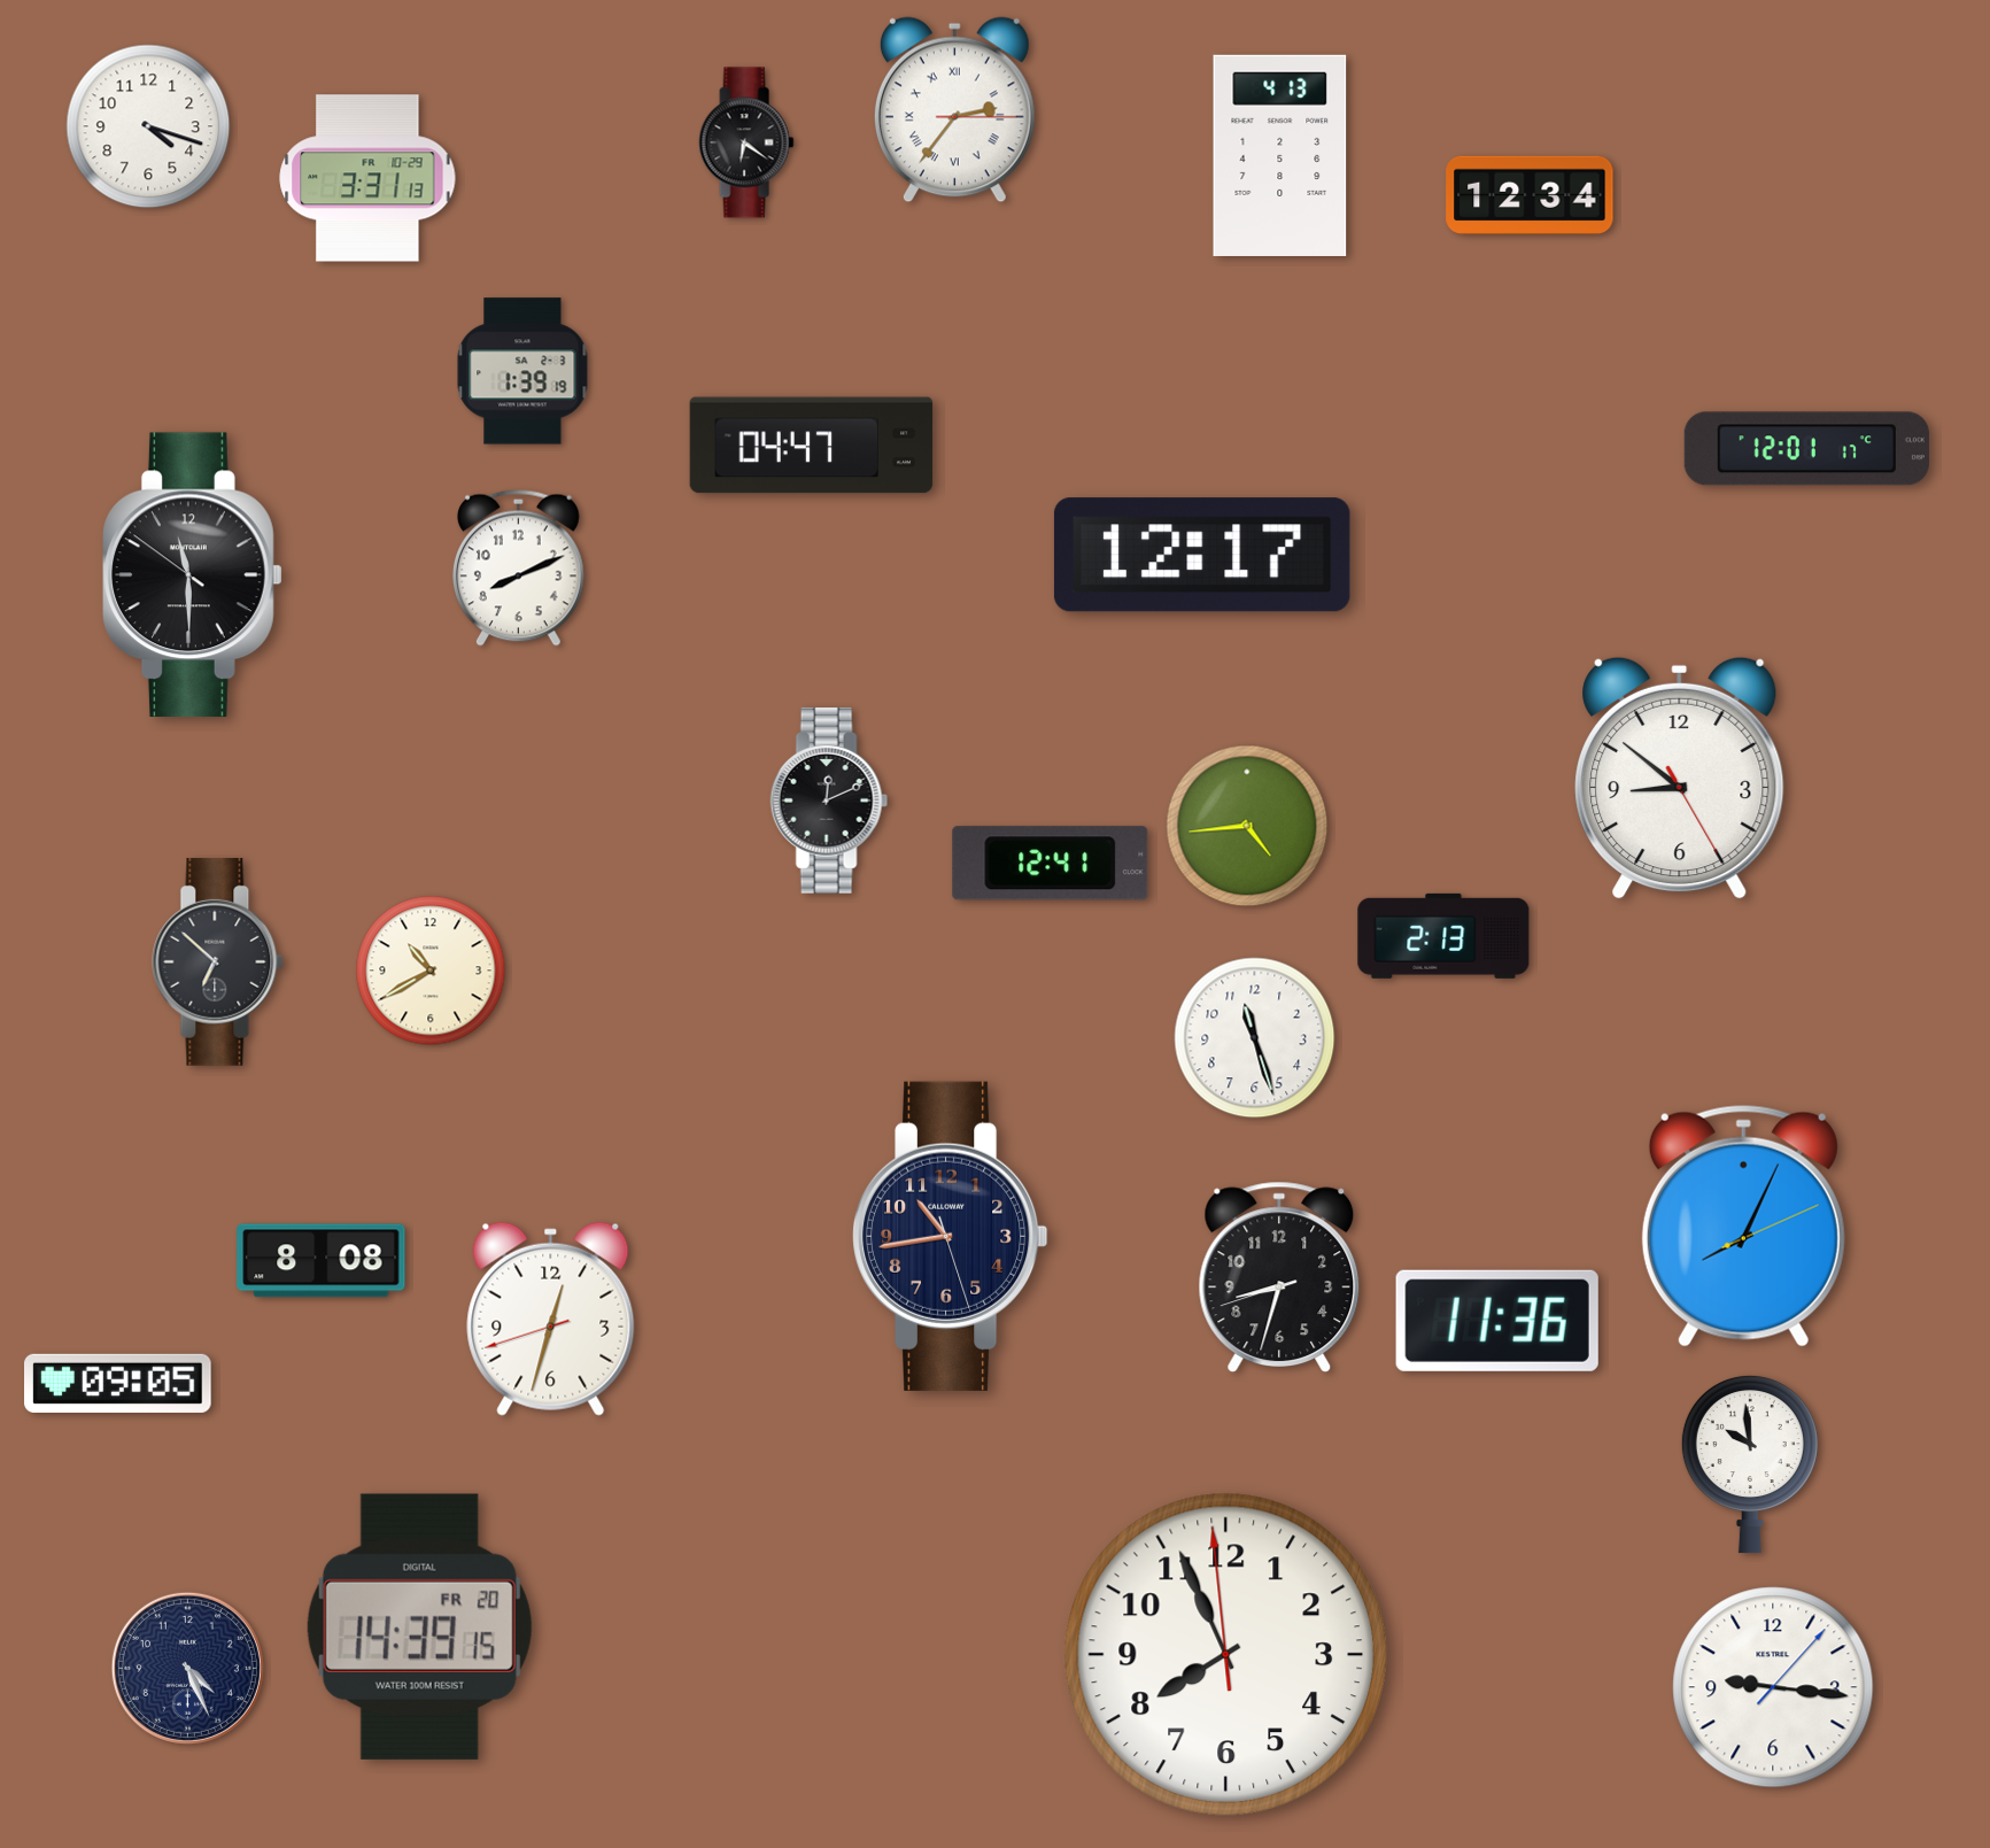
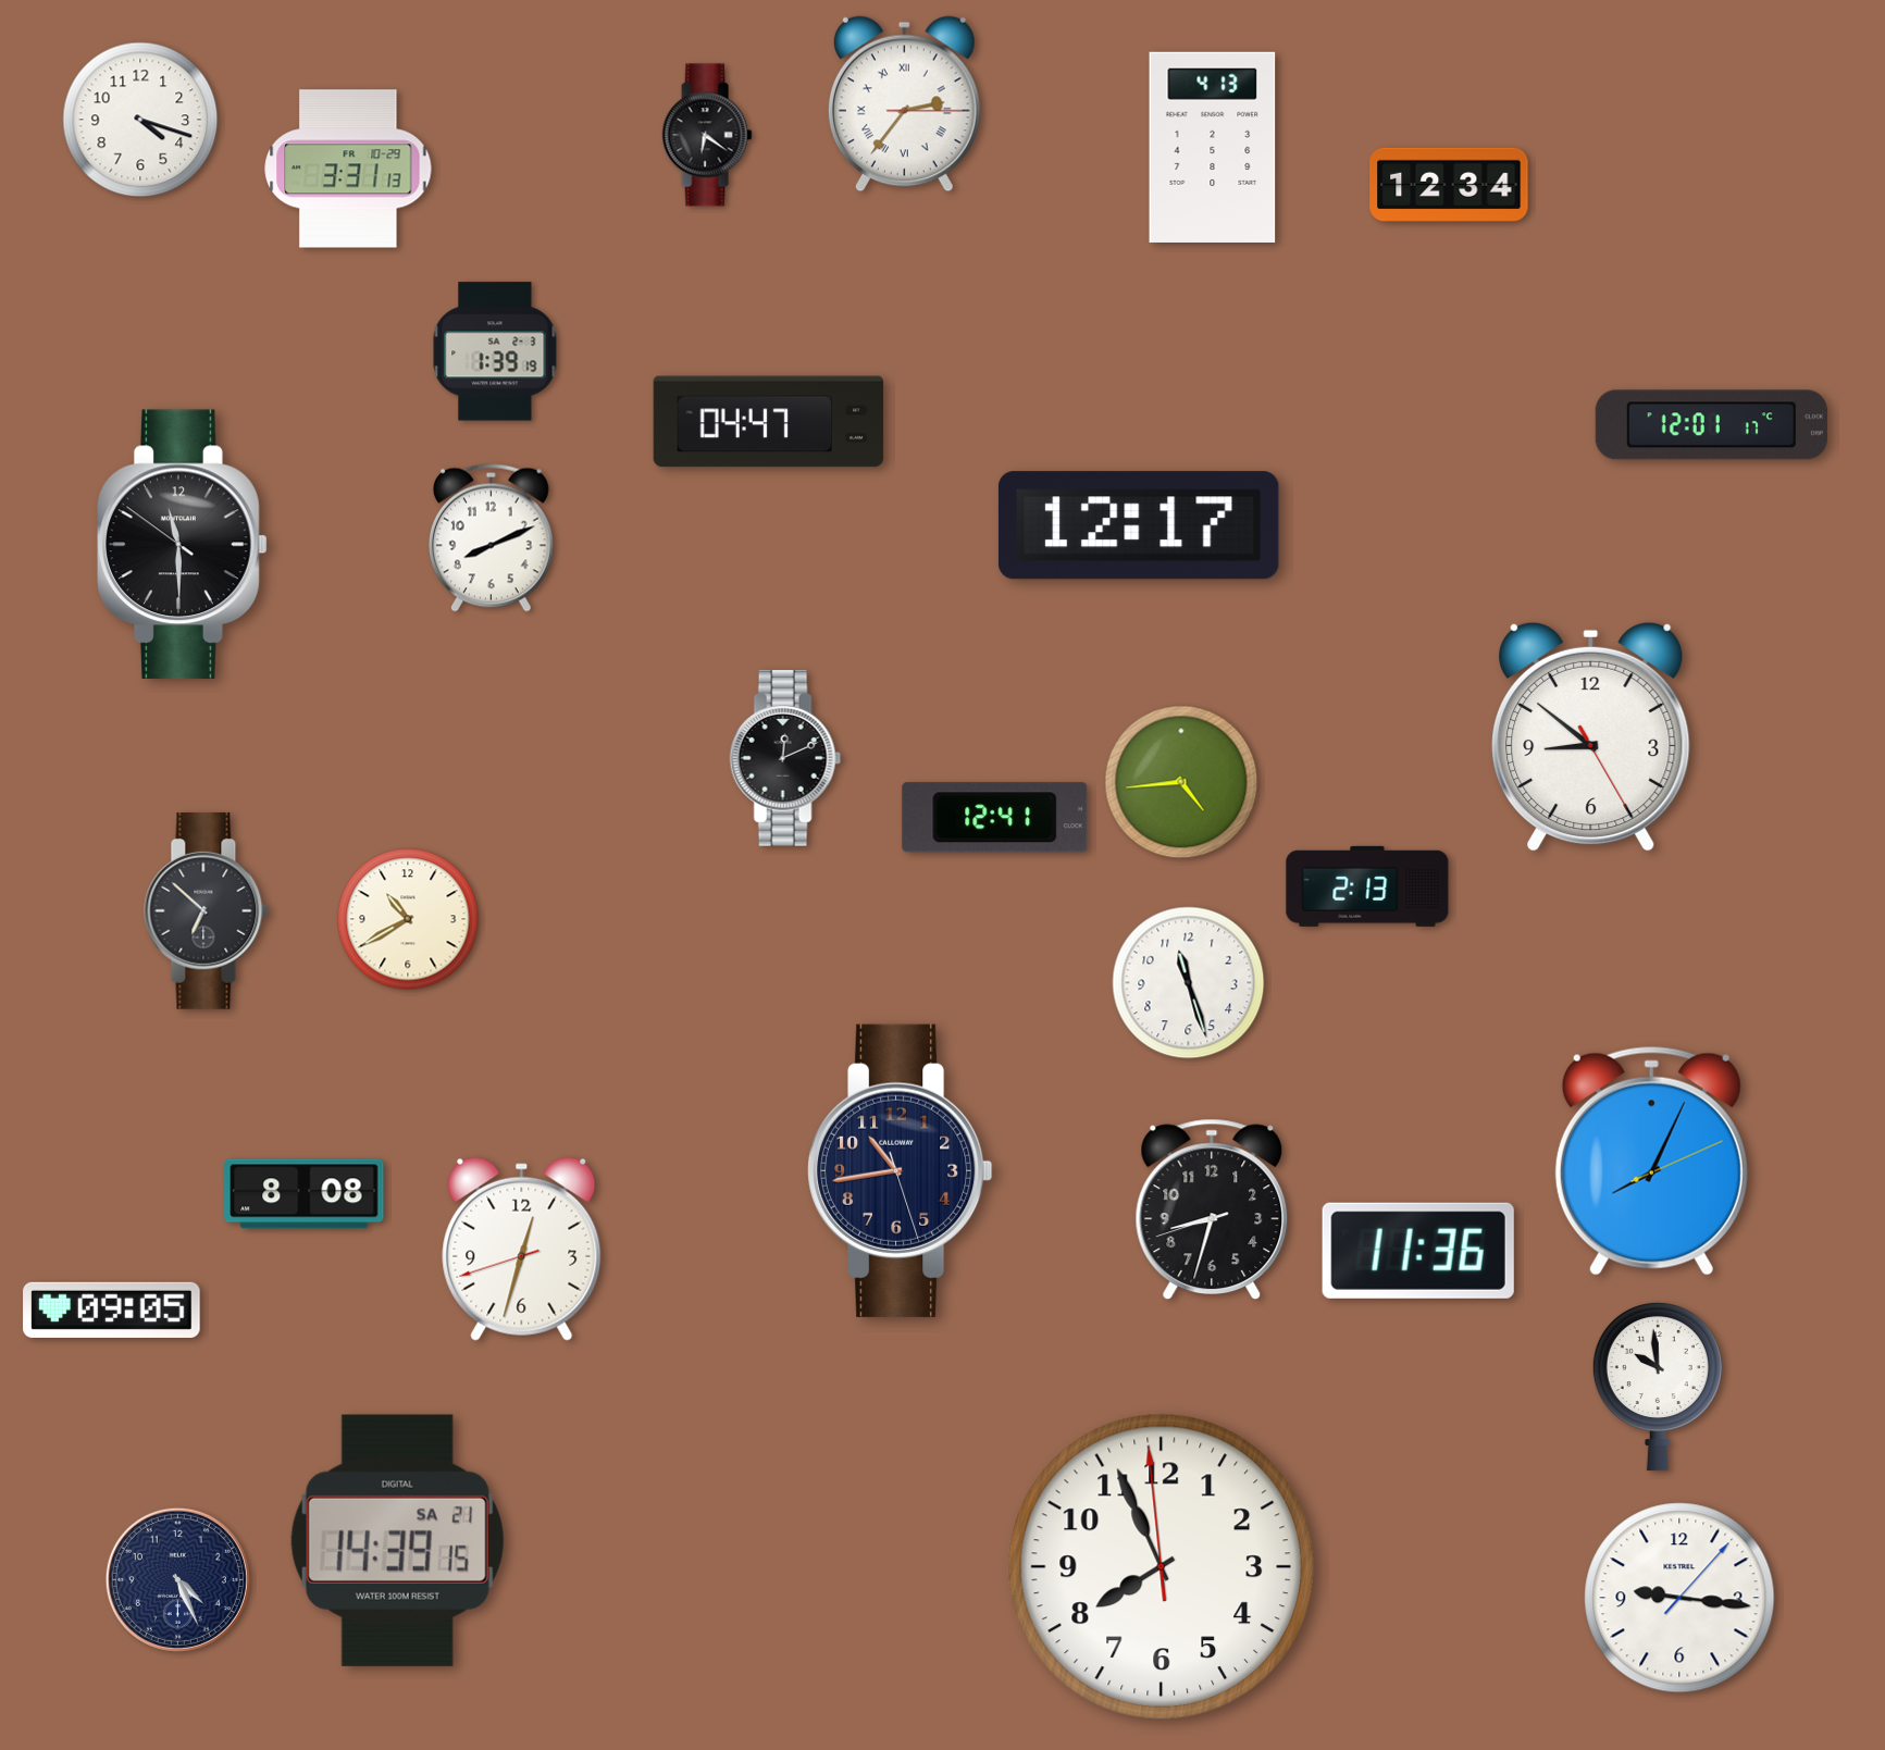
clock at (419, 1626) date: FR 20 -> SA 21
